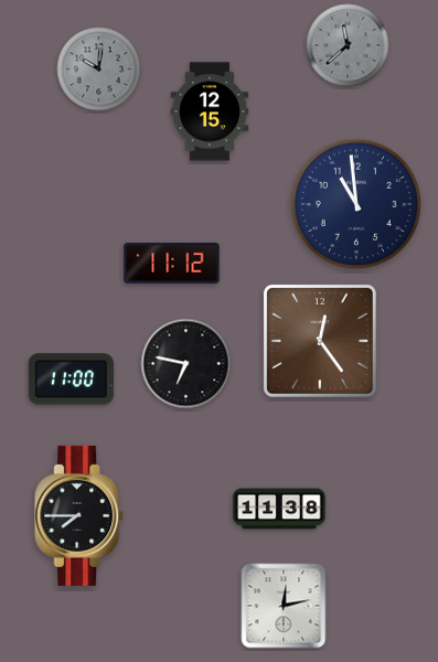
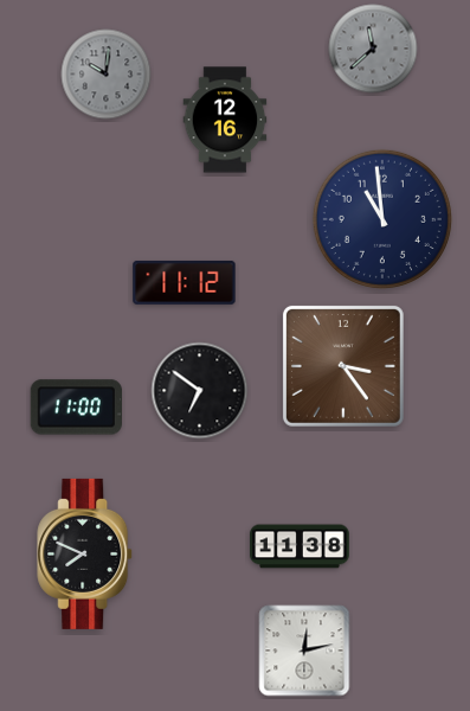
clock at (210, 111): 12:15 -> 12:16
clock at (320, 341): 12:24 -> 3:24
clock at (186, 364): 6:47 -> 6:51
clock at (79, 515): 7:45 -> 7:49
